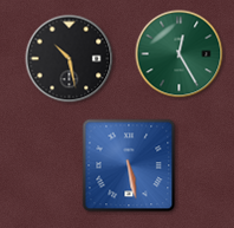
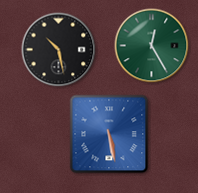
clock at (129, 165) position: (129, 165) -> (109, 134)
